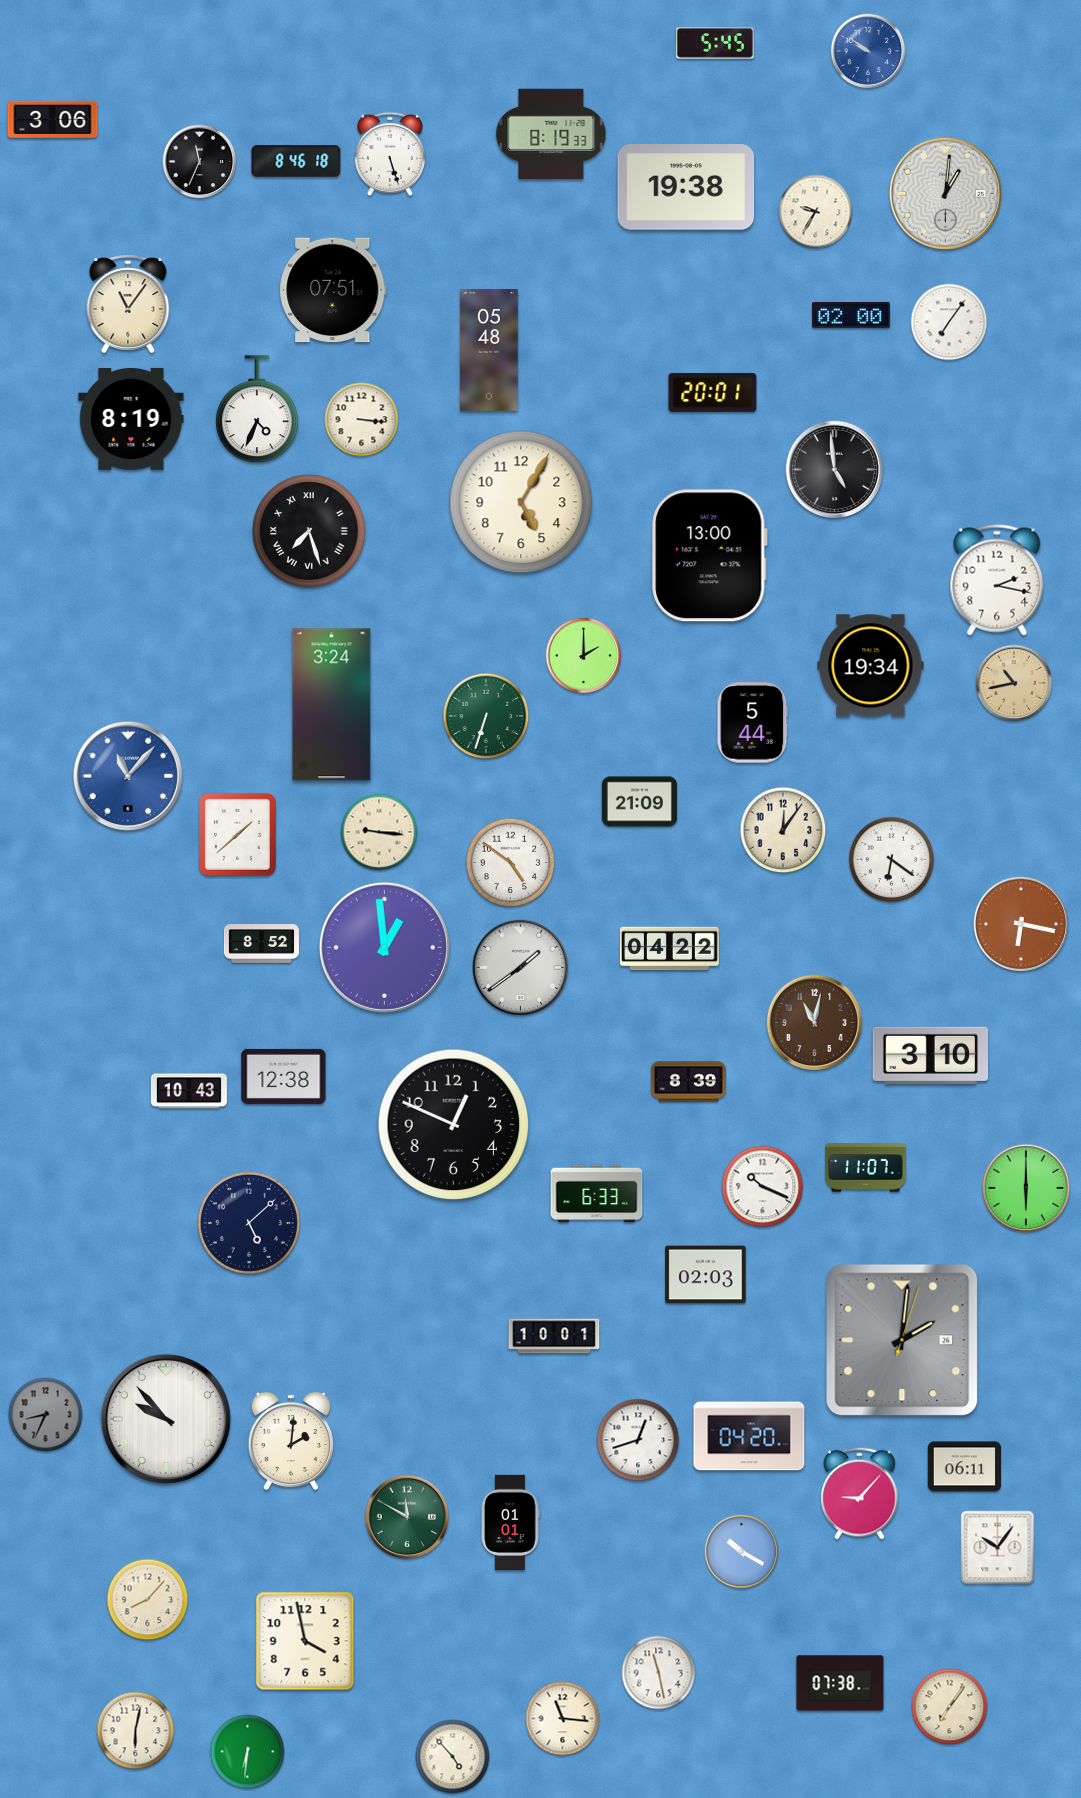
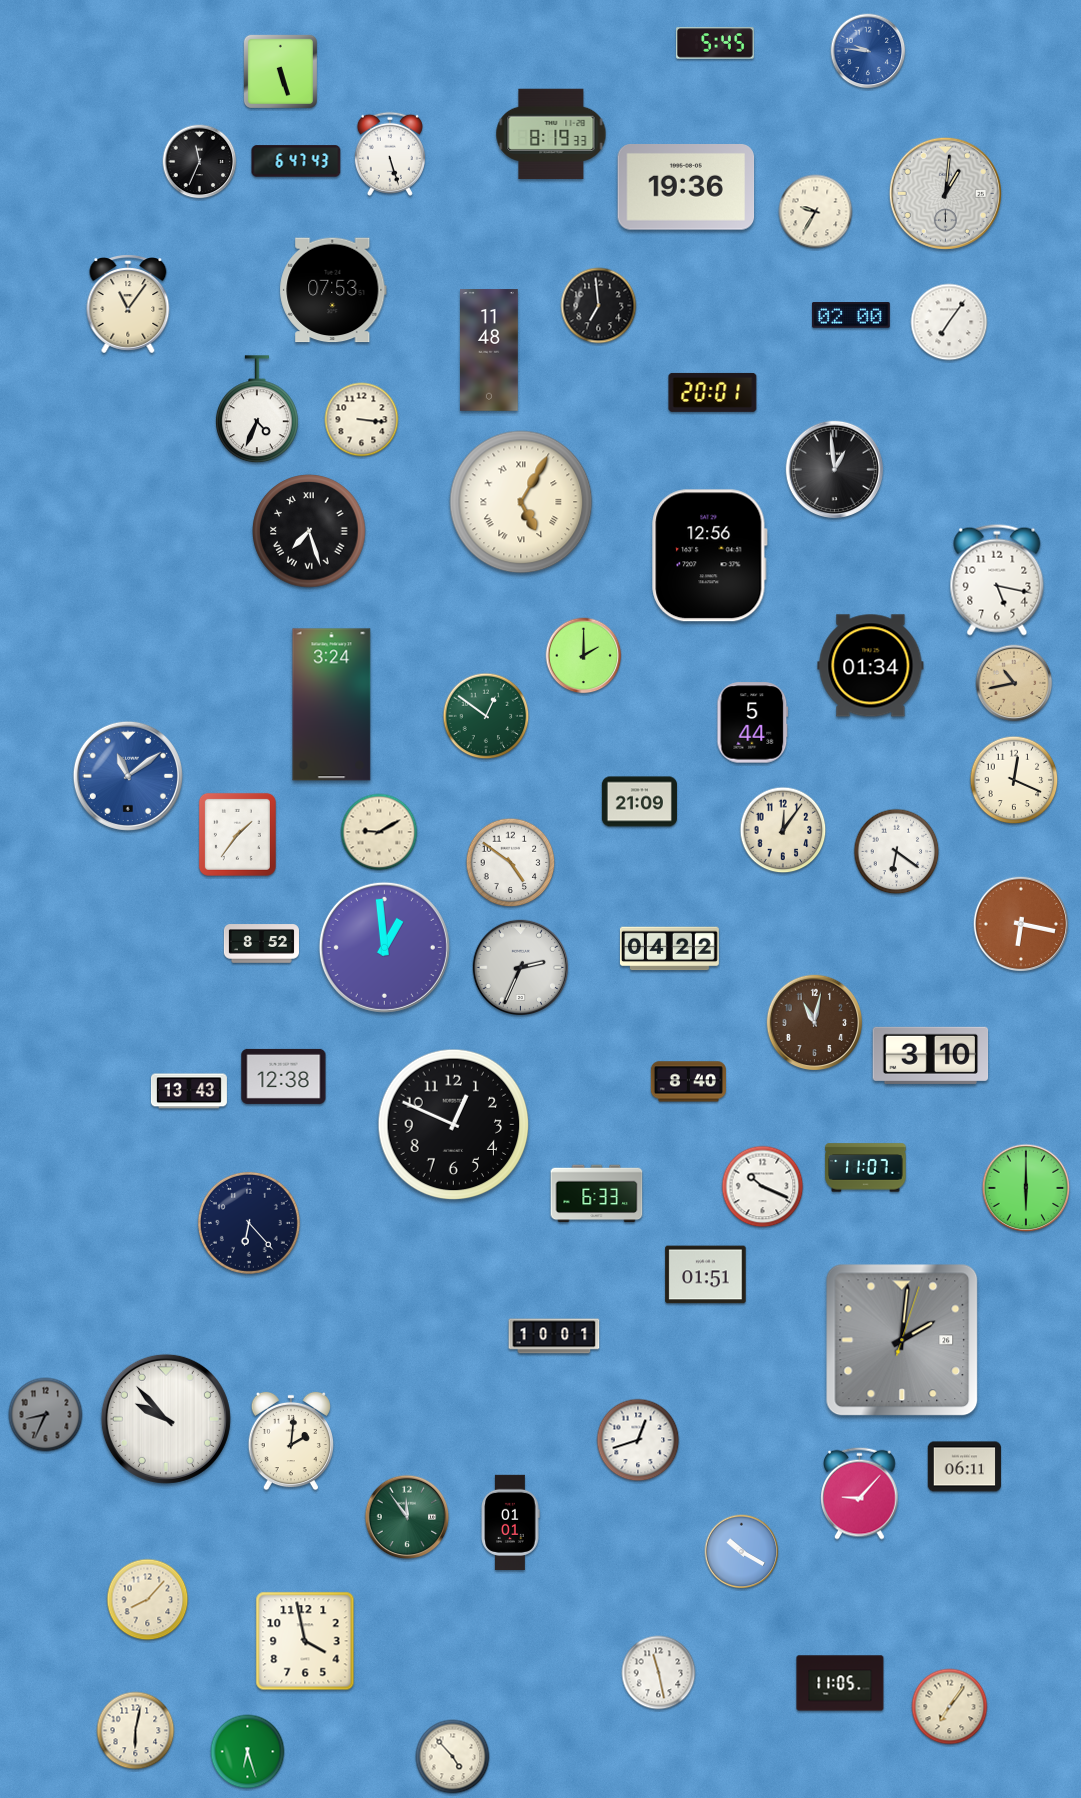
clock at (868, 51): 9:51 -> 9:46
clock at (280, 71): none -> 5:27
clock at (53, 120): 3:06 -> none
clock at (296, 161): 8:46 -> 6:47
clock at (686, 188): 19:38 -> 19:36
clock at (333, 290): 07:51 -> 07:53
clock at (599, 306): none -> 6:59
clock at (490, 350): 05:48 -> 11:48
clock at (131, 419): 8:19 -> none
clock at (835, 470): 4:59 -> 12:59
clock at (521, 502) numerals: Arabic -> Roman
clock at (710, 556): 13:00 -> 12:56
clock at (997, 580): 2:17 -> 5:17
clock at (871, 666): 19:34 -> 01:34
clock at (486, 716): 6:33 -> 12:51
clock at (128, 776): 11:07 -> 11:09
clock at (1014, 780): none -> 12:19
clock at (379, 832): 9:16 -> 9:10
clock at (237, 834): 1:38 -> 1:36
clock at (892, 860) position: (892, 860) -> (897, 852)
clock at (521, 968): 1:39 -> 2:34
clock at (688, 1082): 8:39 -> 8:40
clock at (189, 1091): 10:43 -> 13:43
clock at (249, 1223): 5:08 -> 6:23
clock at (706, 1275): 02:03 -> 01:51
clock at (749, 1436): 04:20 -> none
clock at (407, 1517): 11:50 -> 11:54
clock at (998, 1548): 10:06 -> none
clock at (840, 1683): 07:38 -> 11:05
clock at (563, 1719): 11:16 -> none
clock at (248, 1752): 6:31 -> 6:27
